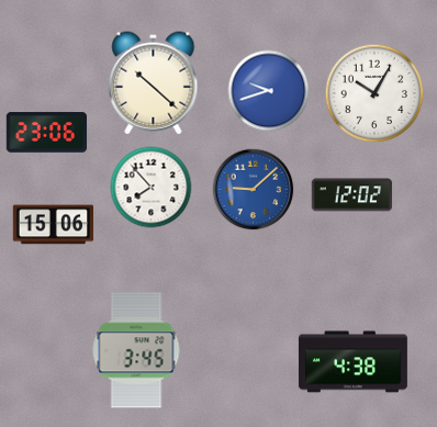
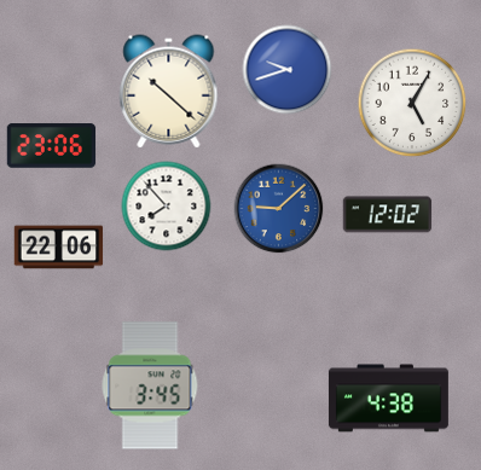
clock at (269, 91) position: (269, 91) -> (288, 70)
clock at (374, 93): 10:05 -> 5:05
clock at (54, 225): 15:06 -> 22:06
